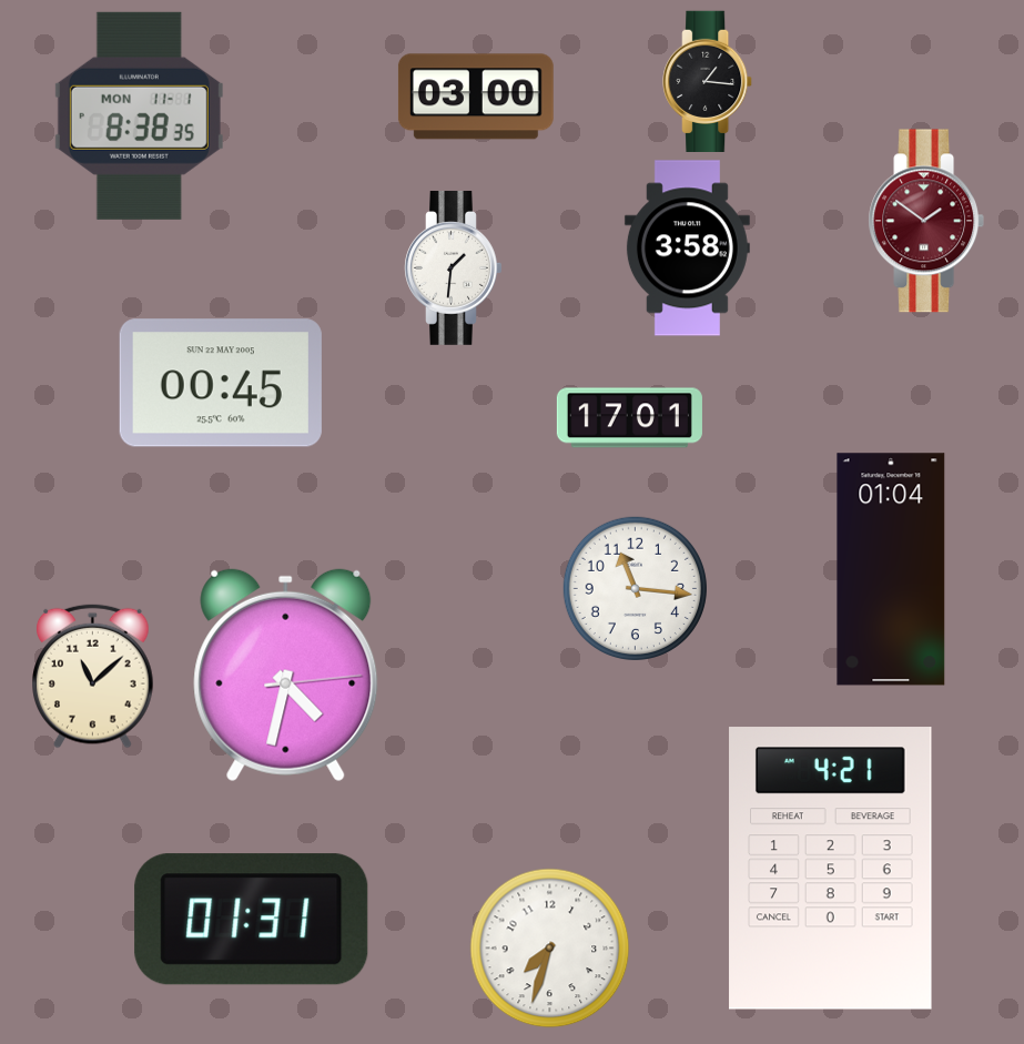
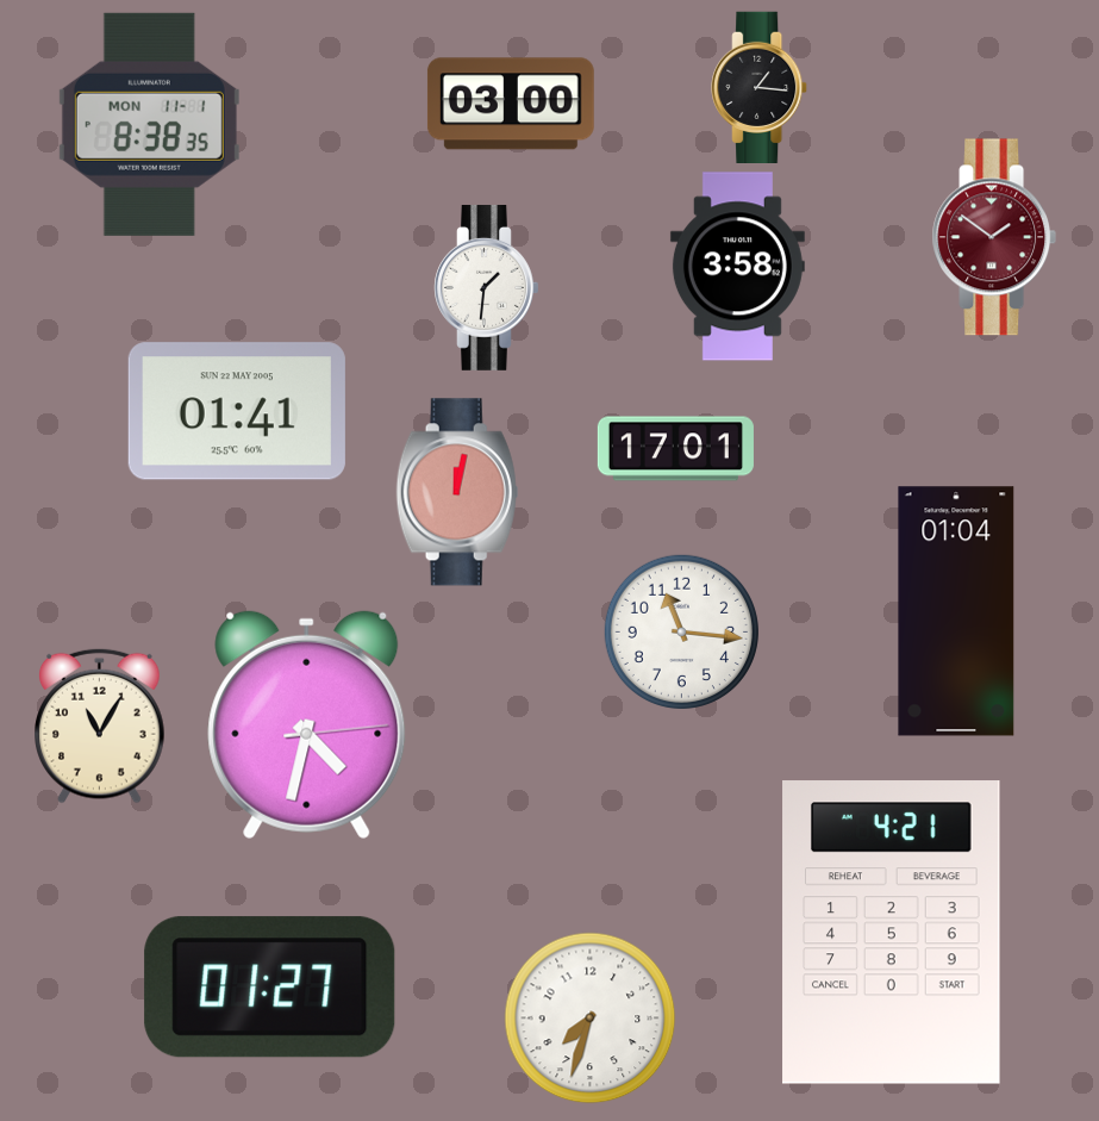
clock at (221, 383): 00:45 -> 01:41
clock at (457, 492): none -> 12:02
clock at (93, 676): 11:08 -> 11:05
clock at (252, 920): 01:31 -> 01:27
